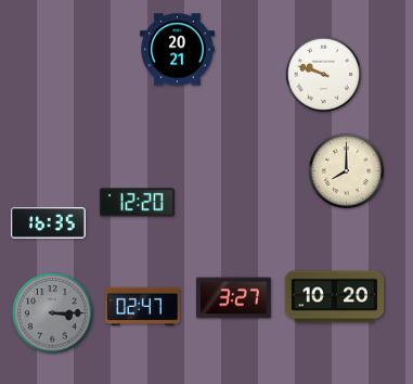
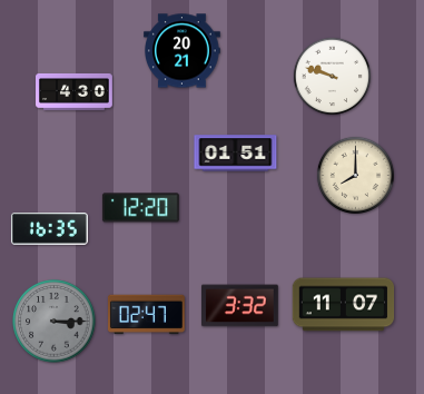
clock at (75, 91): none -> 4:30
clock at (236, 154): none -> 01:51
clock at (335, 297): 10:20 -> 11:07
clock at (233, 298): 3:27 -> 3:32
